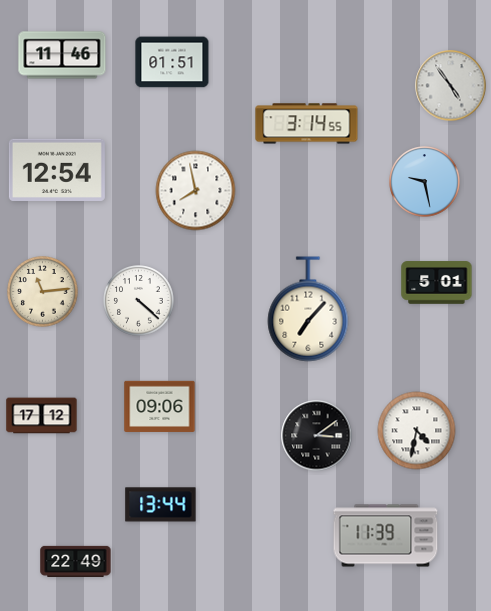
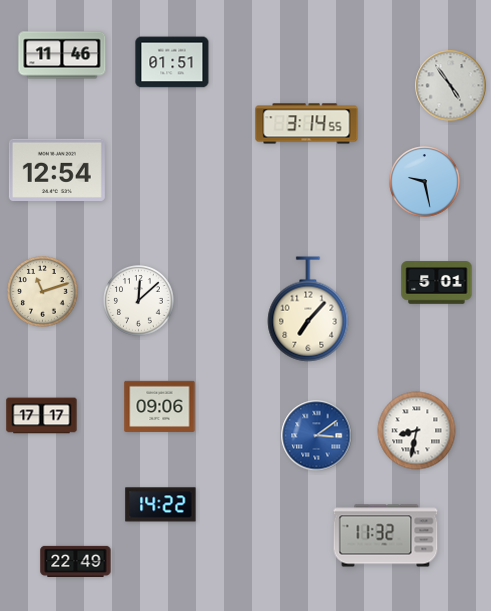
clock at (196, 191): 7:58 -> none
clock at (43, 292): 11:14 -> 11:12
clock at (139, 301): 4:22 -> 12:08
clock at (42, 416): 17:12 -> 17:17
clock at (417, 431): 4:32 -> 8:32
clock at (317, 436) dial: black -> blue
clock at (161, 505): 13:44 -> 14:22
clock at (386, 536): 11:39 -> 11:32
